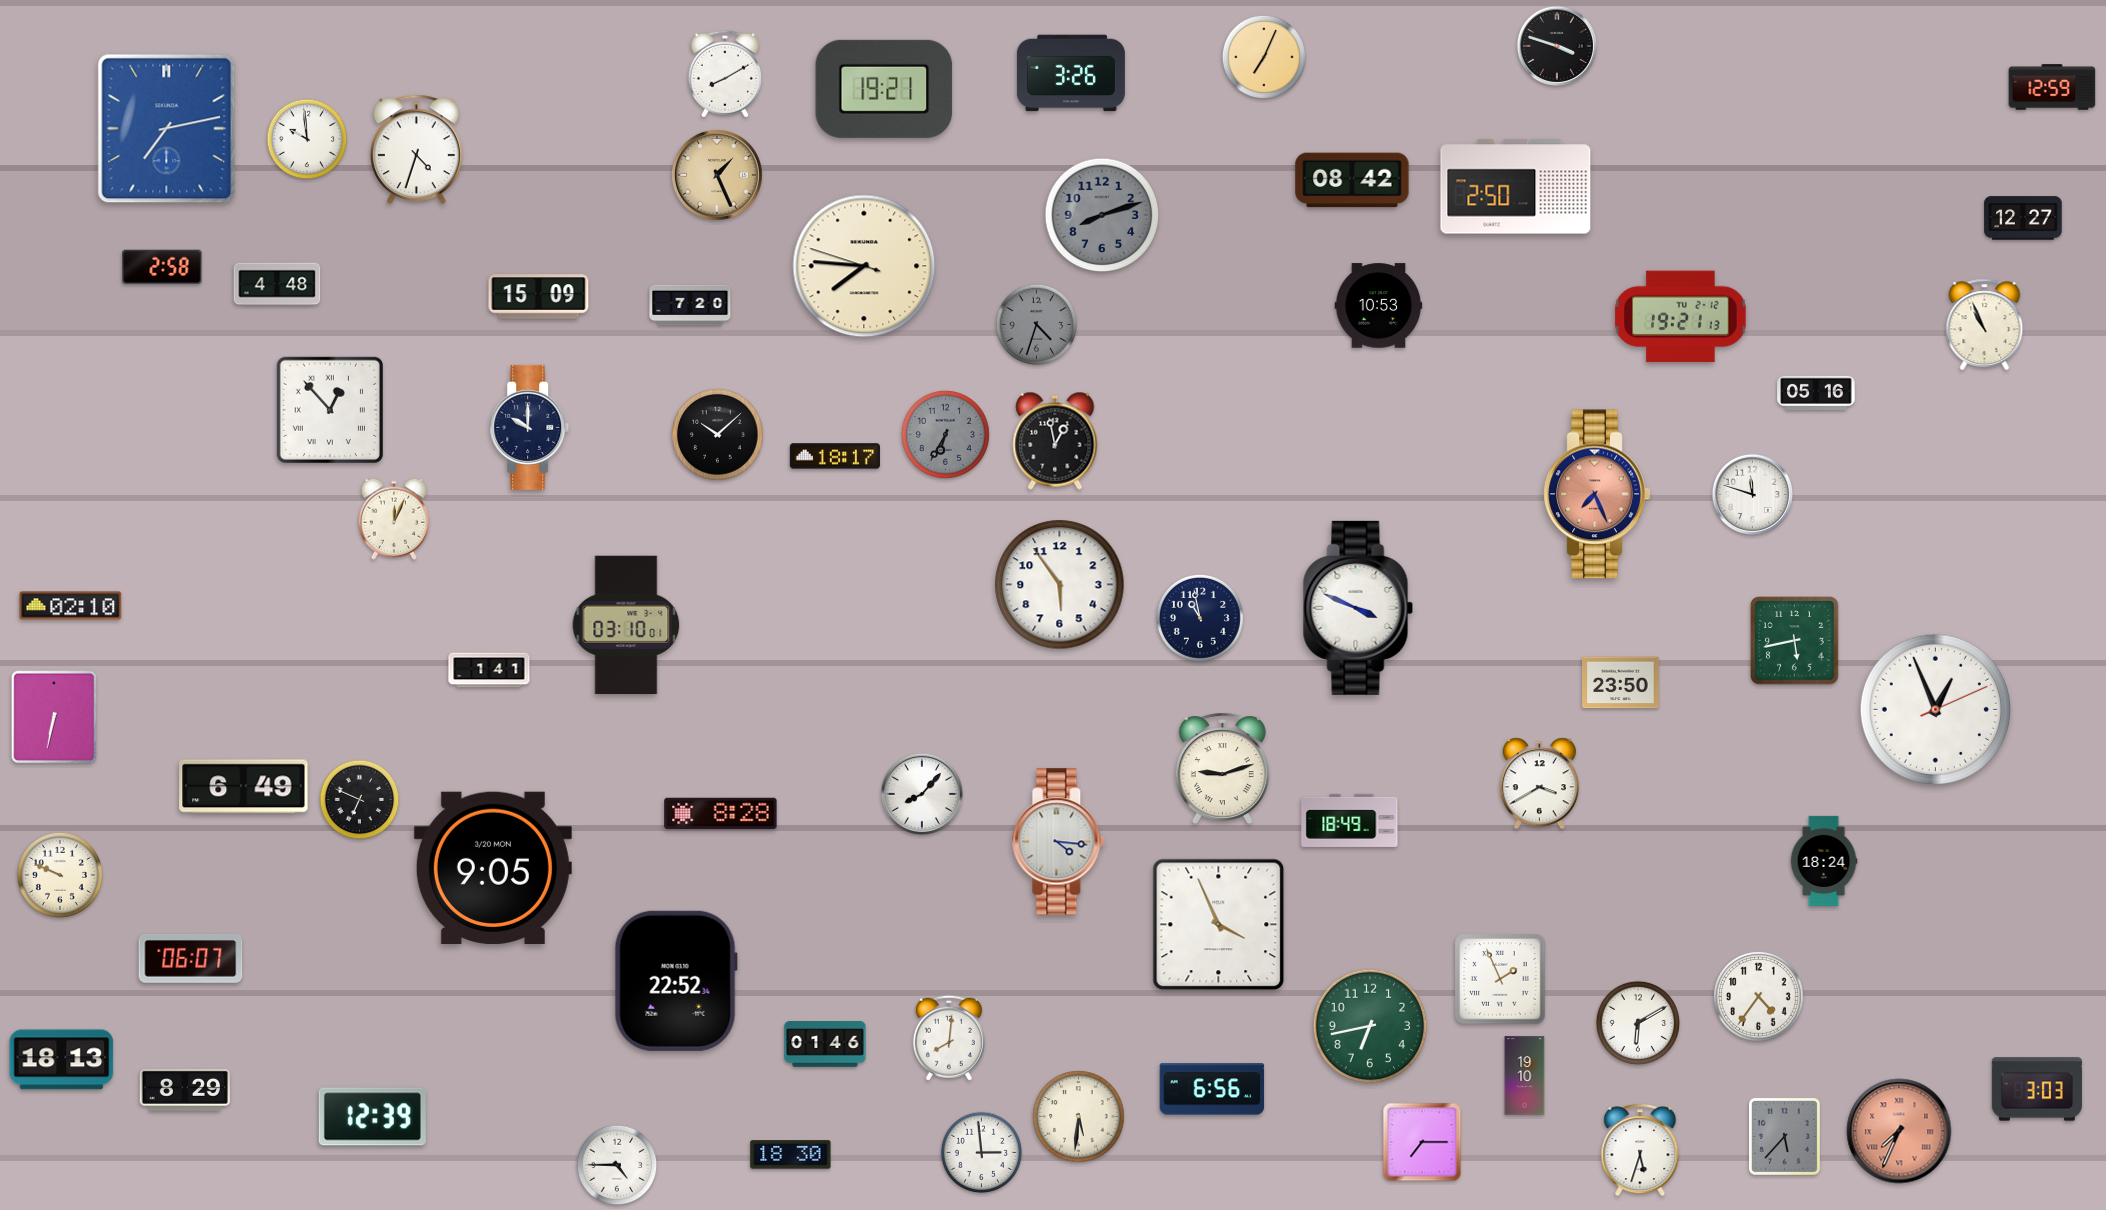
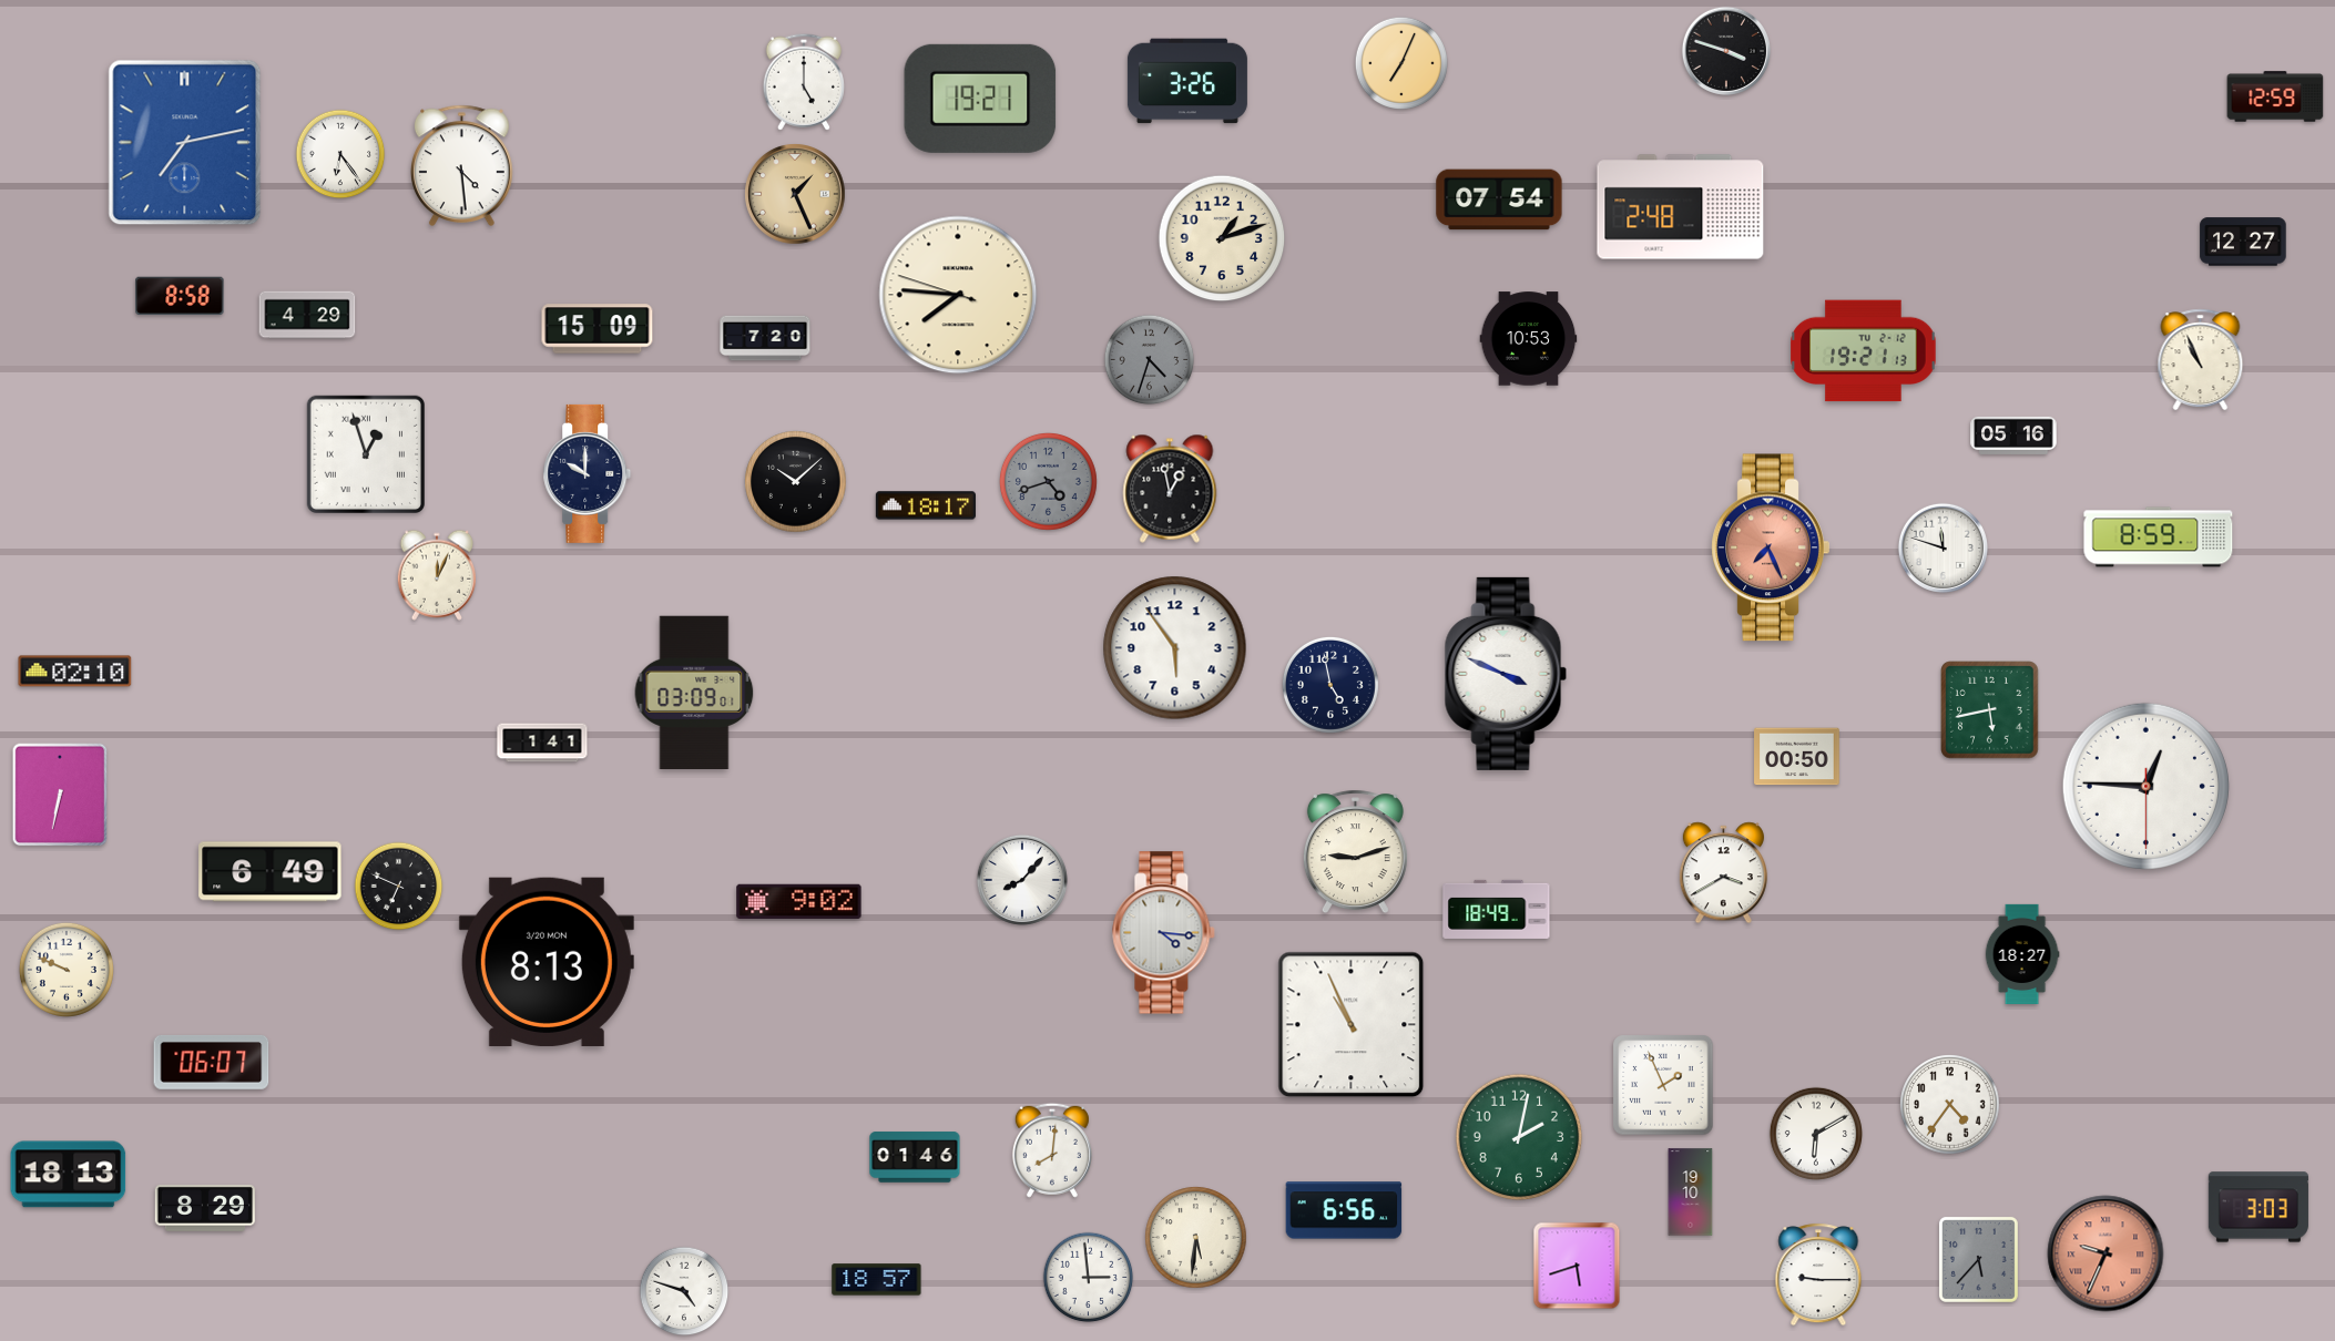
clock at (725, 74): 8:10 -> 5:00
clock at (307, 139): 9:59 -> 6:24
clock at (417, 149): 4:33 -> 4:29
clock at (1352, 180): 08:42 -> 07:54
clock at (1516, 187): 2:50 -> 2:48
clock at (1102, 215): 8:12 -> 1:12
clock at (1102, 215) dial: grey -> cream
clock at (162, 266): 2:58 -> 8:58
clock at (277, 284): 4:48 -> 4:29
clock at (330, 410): 12:53 -> 12:57
clock at (945, 434): 6:35 -> 4:42
clock at (2159, 538): none -> 8:59
clock at (71, 606) position: (71, 606) -> (75, 672)
clock at (1200, 618): 10:58 -> 4:58
clock at (626, 624): 03:10 -> 03:09
clock at (1621, 683): 23:50 -> 00:50
clock at (1935, 709): 12:56 -> 12:45
clock at (1539, 784) position: (1539, 784) -> (1723, 873)
clock at (721, 814): 8:28 -> 9:02
clock at (1059, 842) position: (1059, 842) -> (1164, 933)
clock at (1824, 860): 18:24 -> 18:27
clock at (493, 868): 9:05 -> 8:13
clock at (1219, 925): 3:56 -> 10:56
clock at (676, 981): 22:52 -> none
clock at (1370, 1026): 6:43 -> 2:02
clock at (1212, 1089) position: (1212, 1089) -> (1344, 1210)
clock at (372, 1117): 12:39 -> none
clock at (1899, 1131): 7:34 -> 9:34
clock at (1422, 1142): 7:15 -> 5:42
clock at (1640, 1150): 5:33 -> 9:15
clock at (791, 1155): 18:30 -> 18:57
clock at (617, 1165): 4:45 -> 4:48
